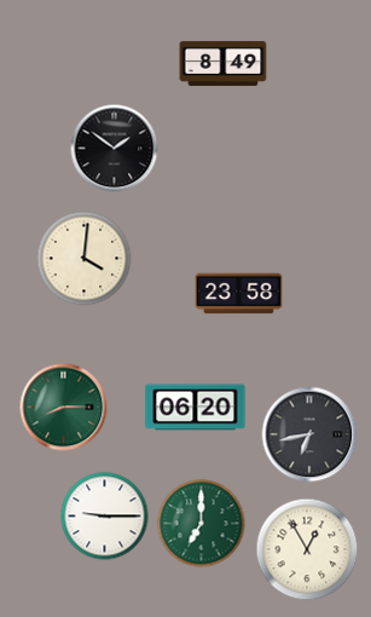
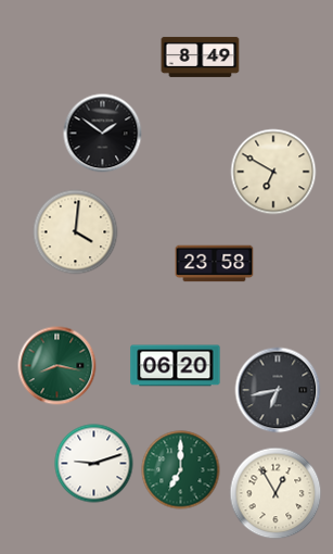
clock at (273, 172): none -> 6:50
clock at (64, 408): 8:15 -> 8:17
clock at (105, 517): 9:15 -> 9:12
